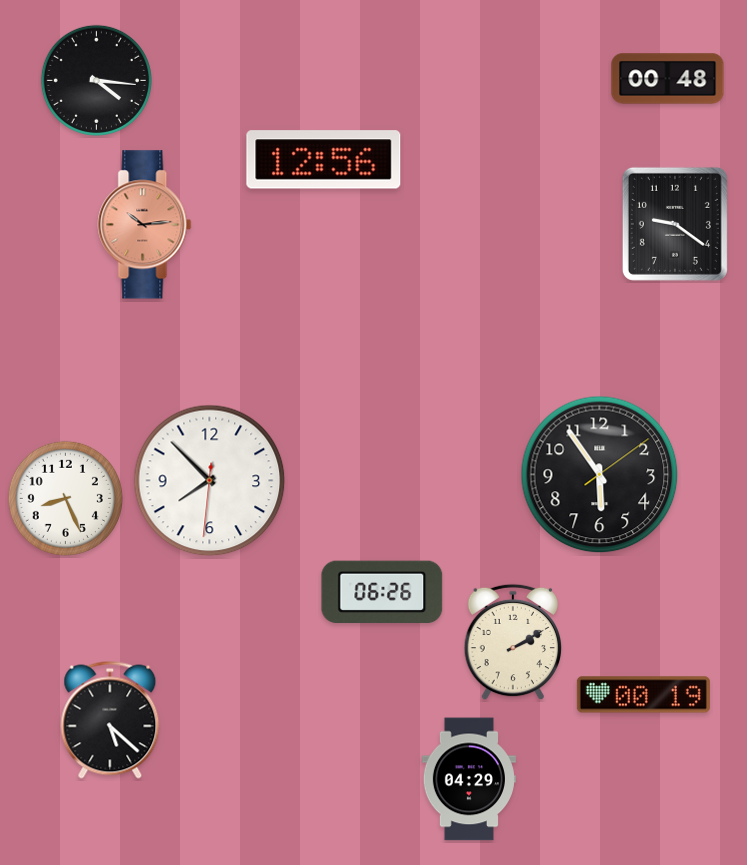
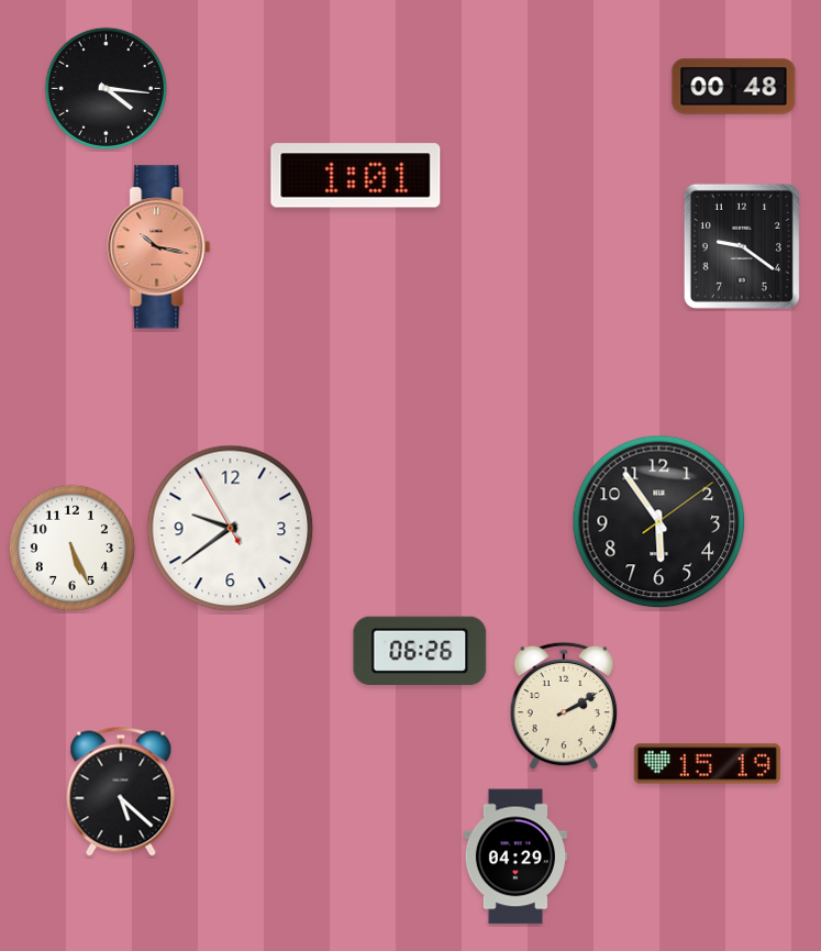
clock at (324, 160): 12:56 -> 1:01
clock at (145, 225): 10:14 -> 10:17
clock at (210, 481): 7:52 -> 9:38
clock at (65, 498): 8:26 -> 5:26
clock at (643, 695): 00:19 -> 15:19
